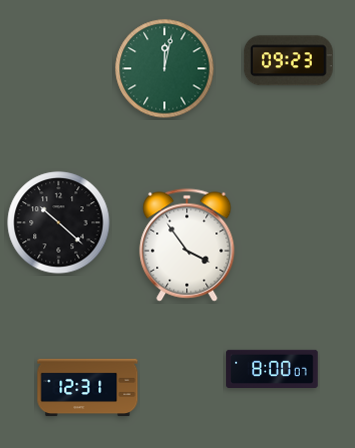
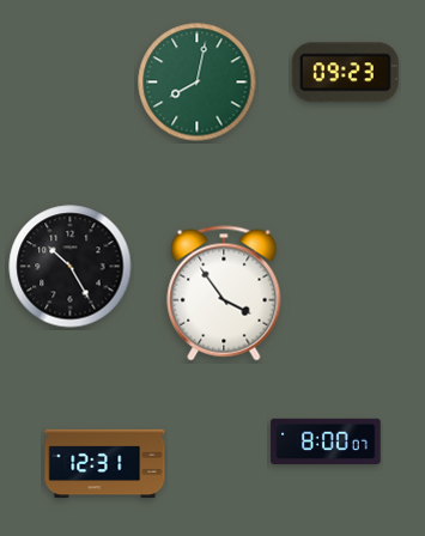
clock at (165, 69): 12:02 -> 8:02
clock at (59, 223): 10:22 -> 10:25
